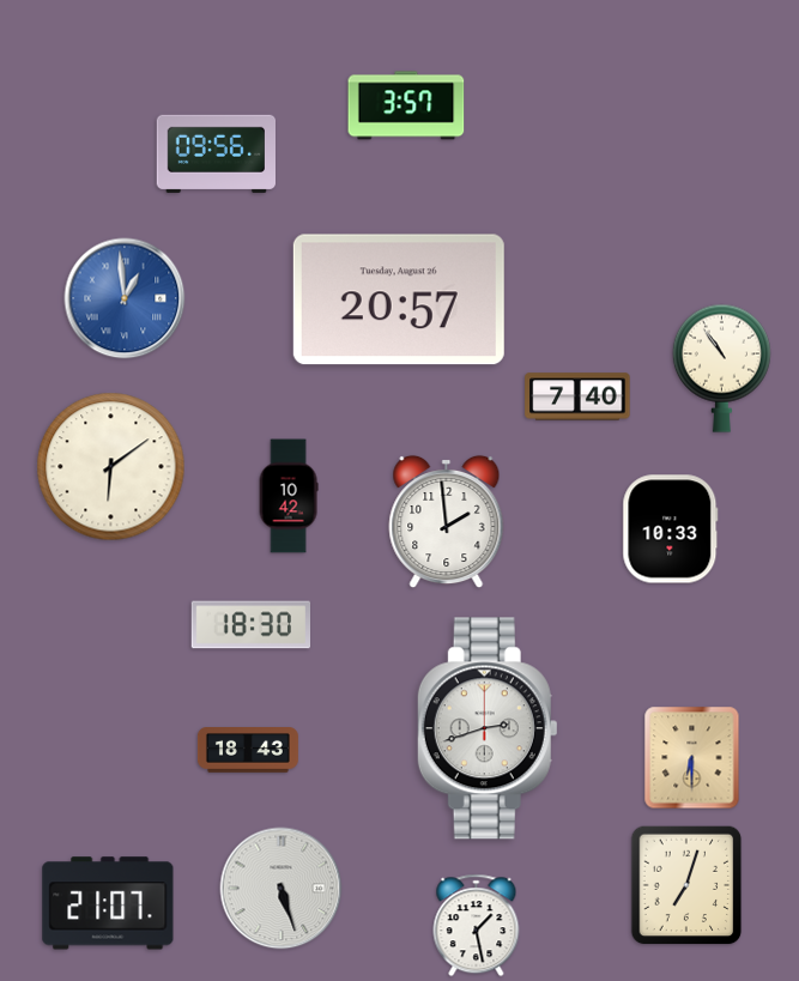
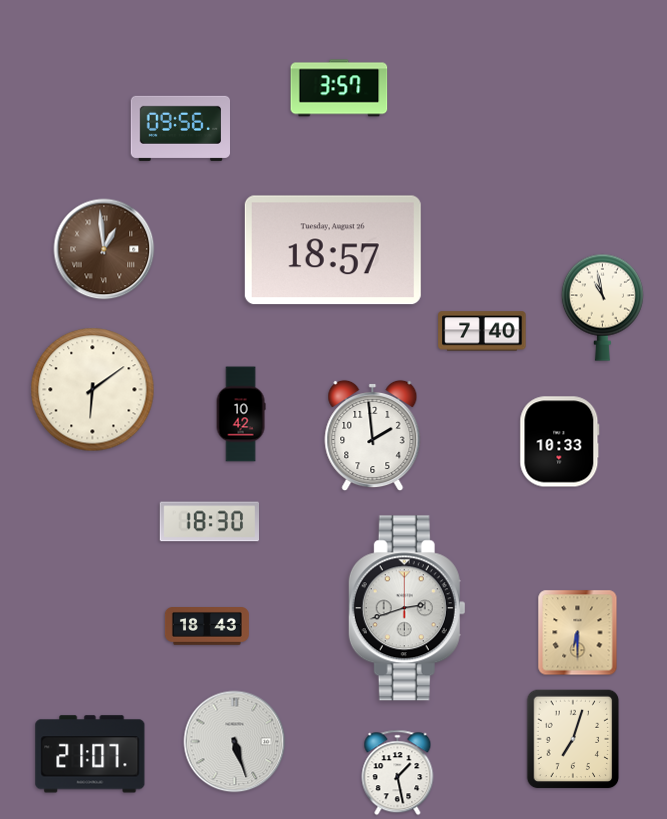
clock at (125, 298) dial: blue -> brown
clock at (399, 299): 20:57 -> 18:57
clock at (721, 368): 10:54 -> 10:58
